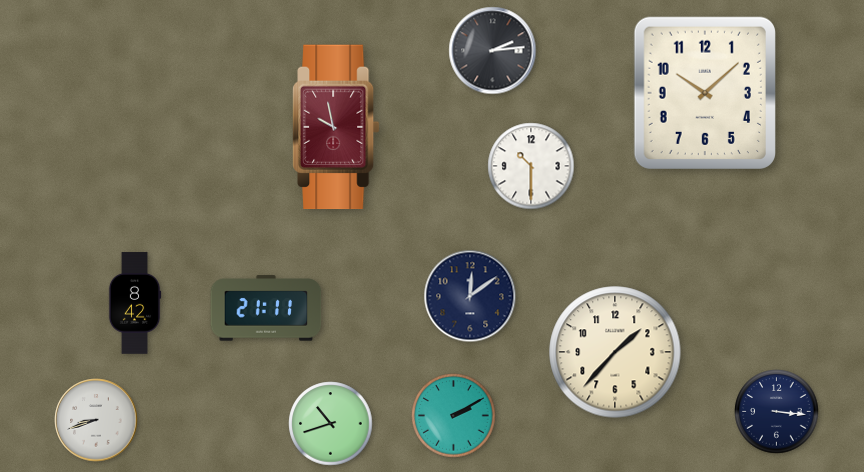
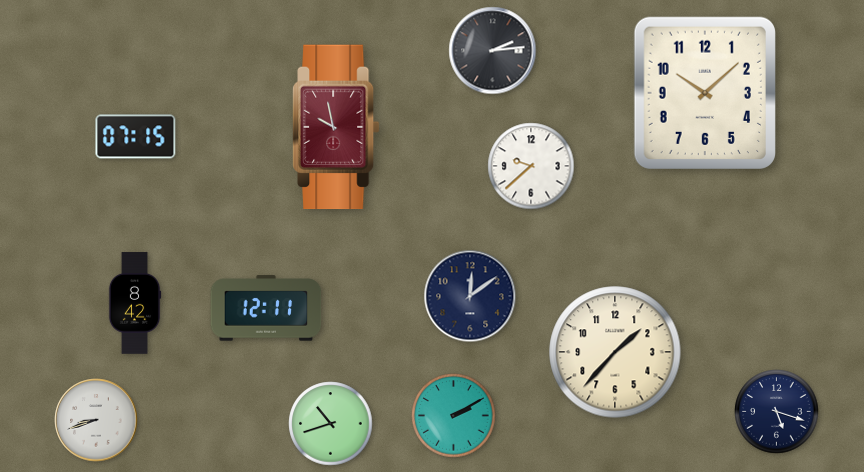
clock at (136, 137): none -> 07:15
clock at (531, 166): 10:30 -> 9:38
clock at (266, 308): 21:11 -> 12:11
clock at (777, 412): 3:16 -> 5:18
